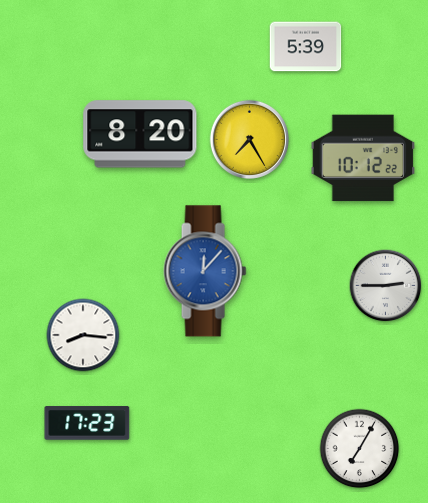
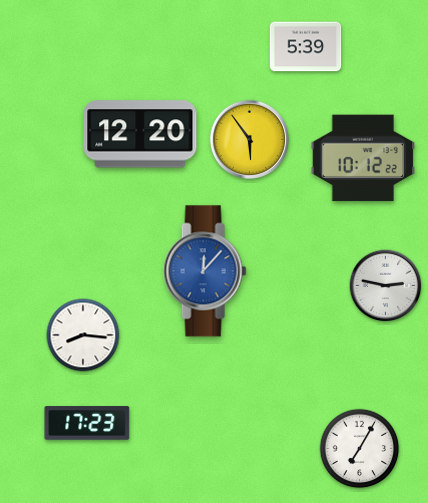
clock at (140, 134): 8:20 -> 12:20
clock at (249, 139): 7:25 -> 5:54
clock at (386, 286): 2:45 -> 2:47
